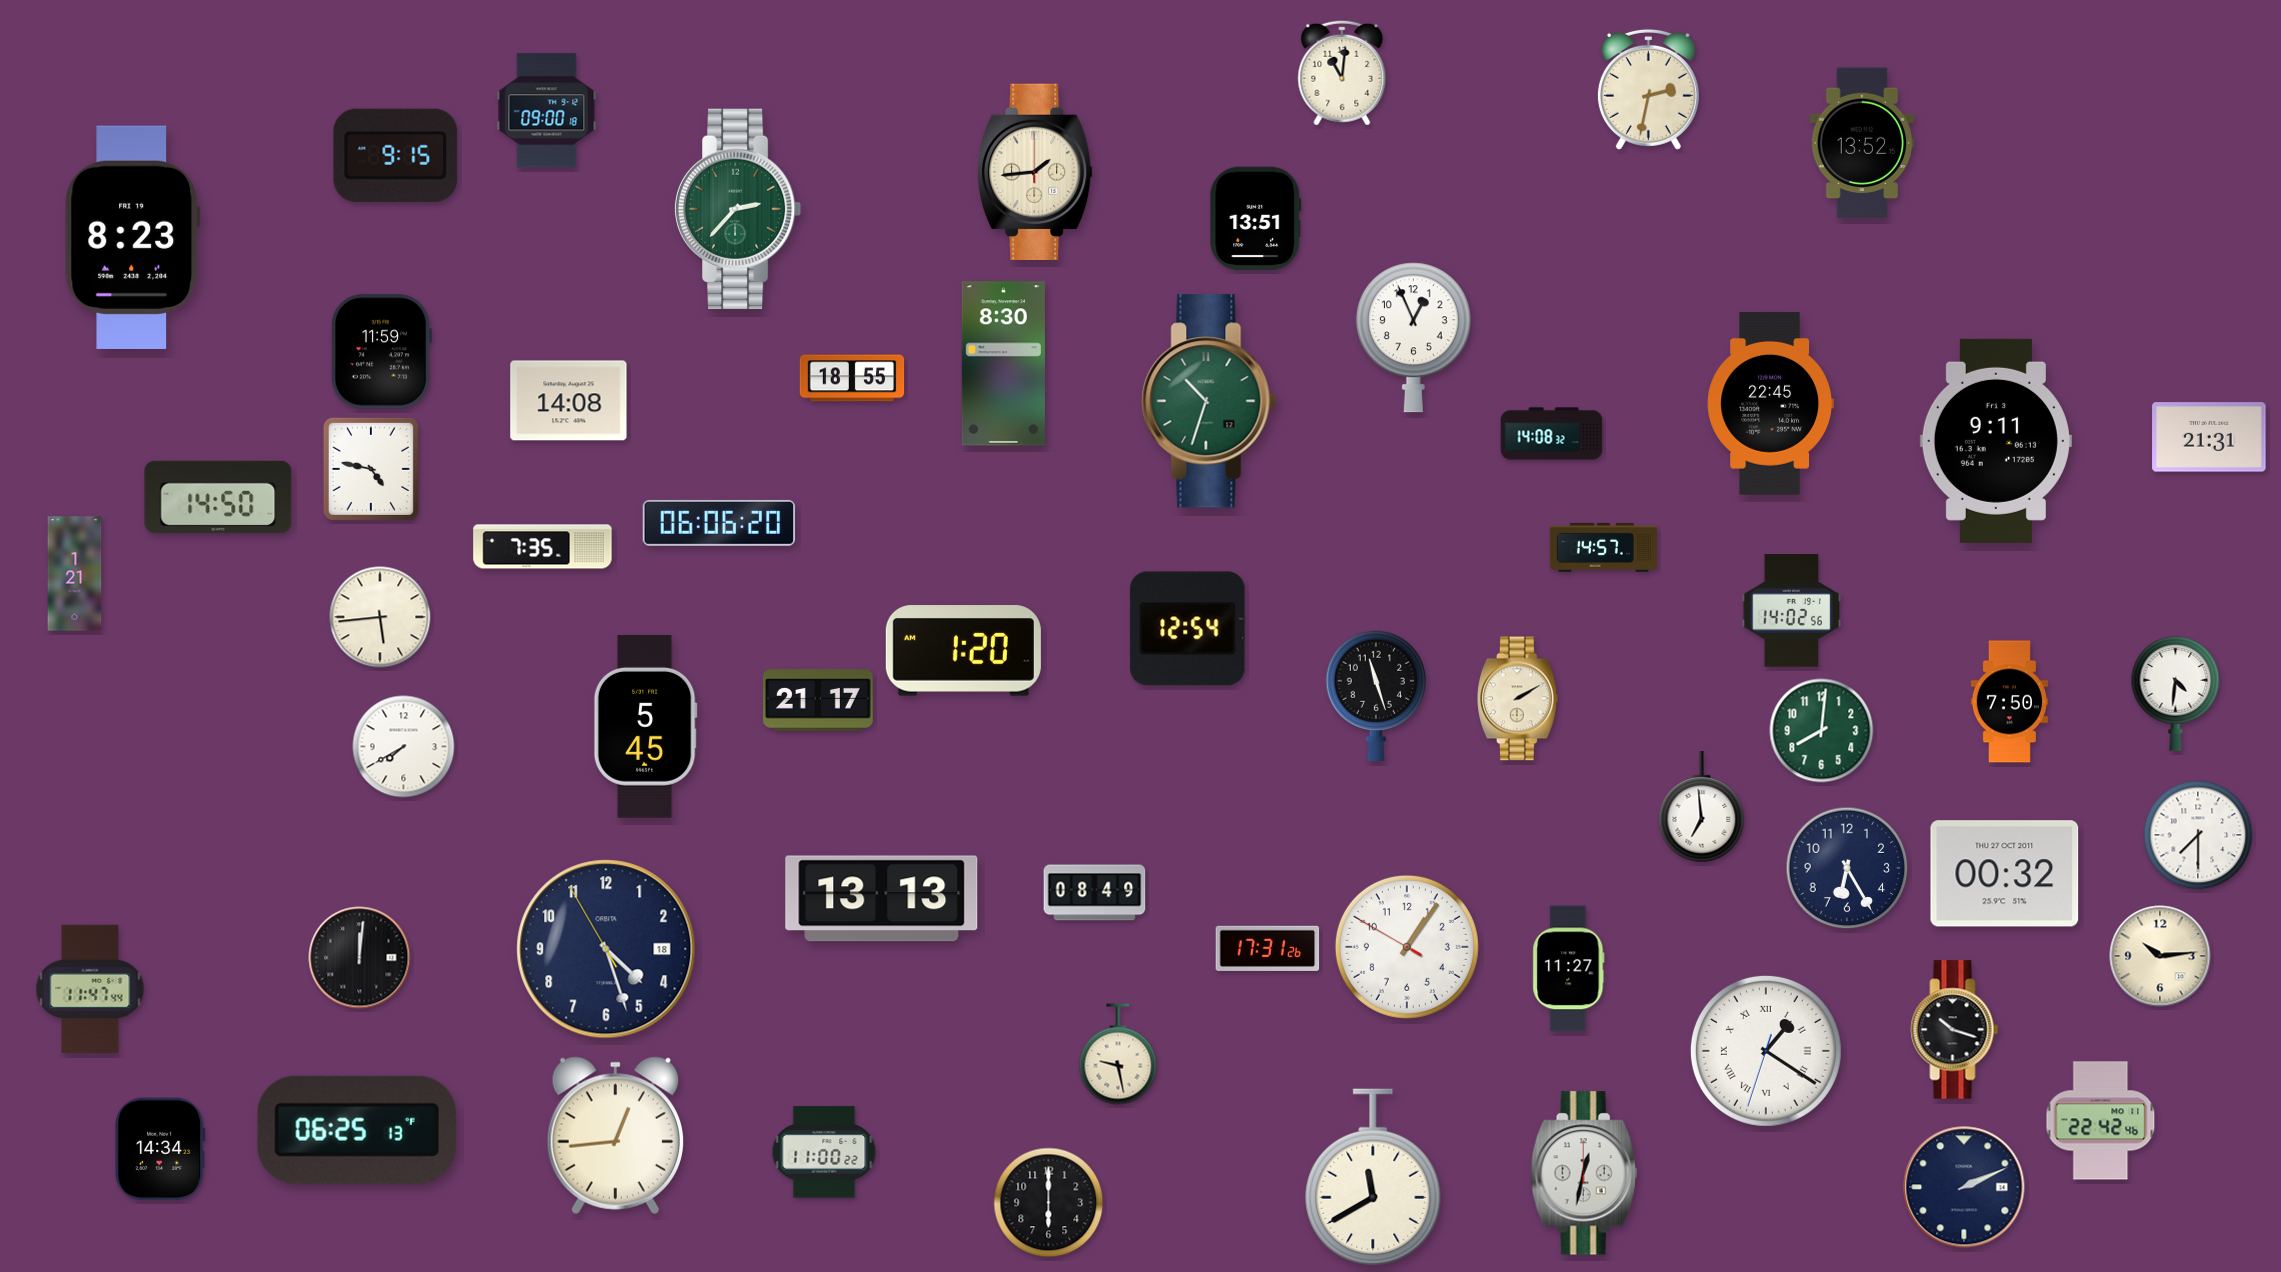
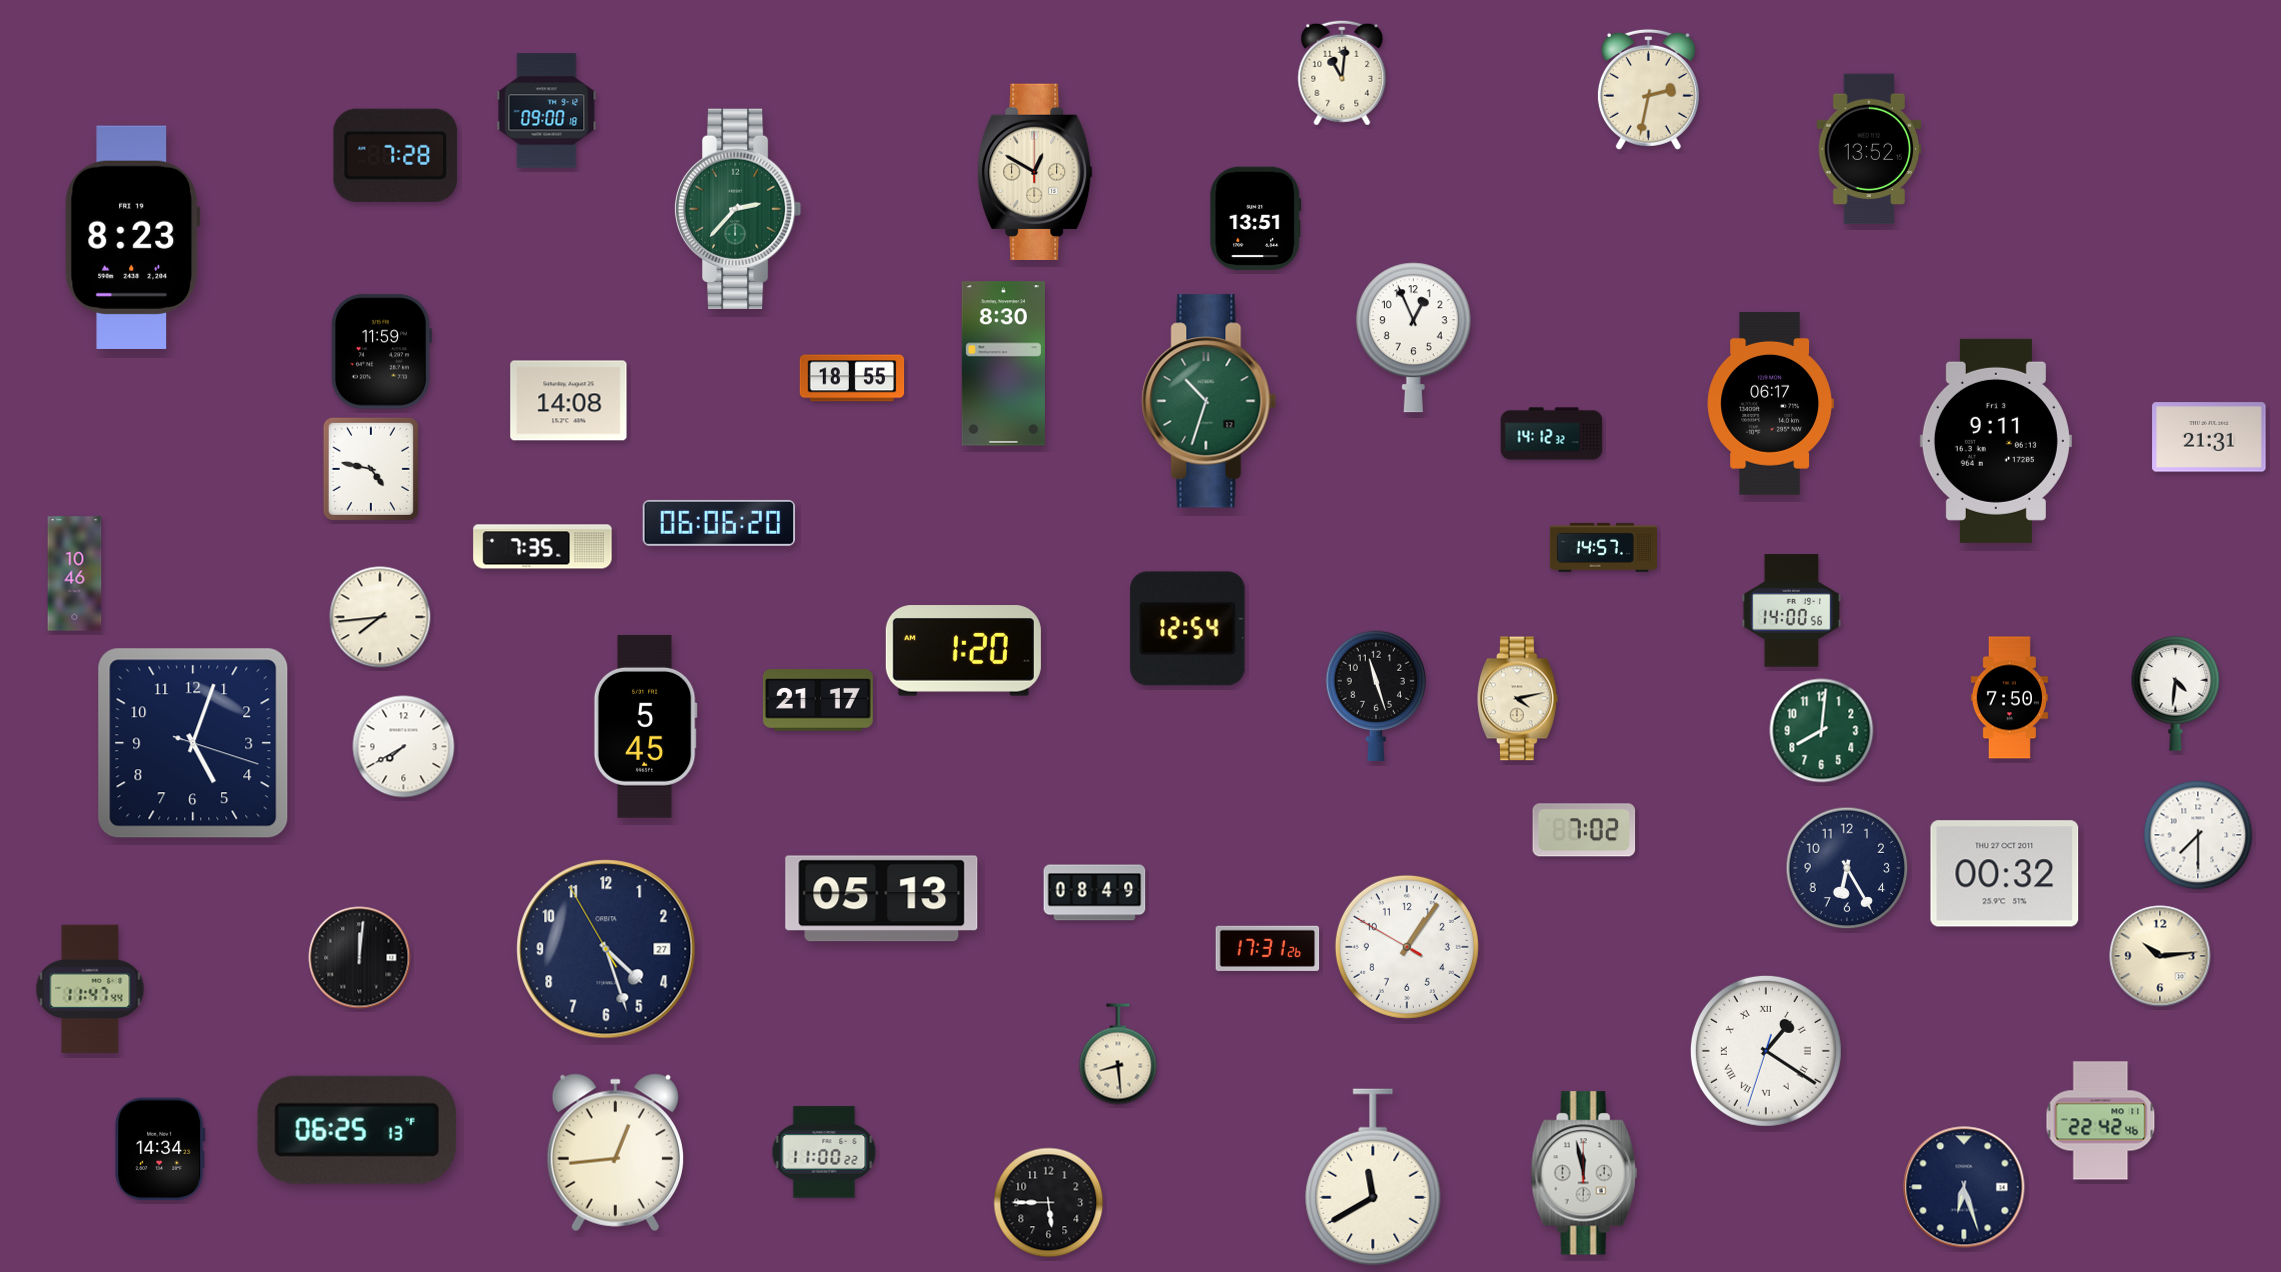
clock at (1862, 143) position: (1862, 143) -> (1869, 149)
clock at (396, 155): 9:15 -> 7:28
clock at (1035, 171): 1:44 -> 12:50
clock at (1770, 403): 22:45 -> 06:17
clock at (1552, 434): 14:08 -> 14:12
clock at (218, 497): 14:50 -> none
clock at (75, 574): 1:21 -> 10:46
clock at (1792, 611): 14:02 -> 14:00
clock at (380, 617): 5:44 -> 7:44
clock at (1518, 699): 2:10 -> 4:13
clock at (2009, 702) position: (2009, 702) -> (2009, 698)
clock at (193, 743): none -> 5:03
clock at (1702, 808): 6:59 -> none
clock at (1584, 830): none -> 7:02
clock at (882, 899): 13:13 -> 05:13
clock at (606, 949) date: 18 -> 27
clock at (1569, 969): 11:27 -> none
clock at (1955, 1030): 10:18 -> none
clock at (1118, 1054): 9:28 -> 8:29
clock at (615, 1135) position: (615, 1135) -> (615, 1152)
clock at (1584, 1173): 12:32 -> 11:58
clock at (1964, 1187): 2:11 -> 6:27
clock at (1049, 1203): 6:00 -> 5:45
